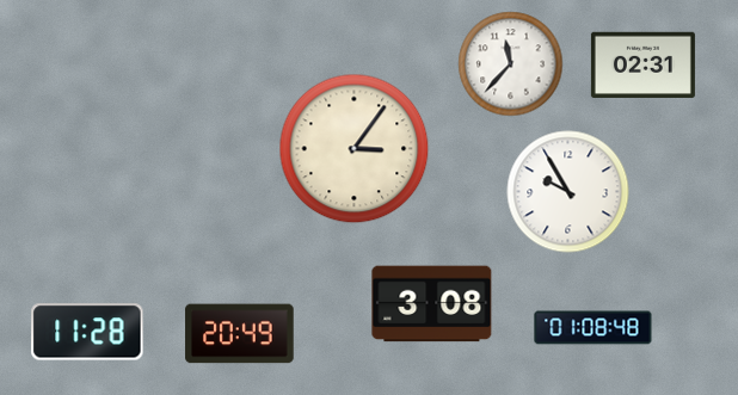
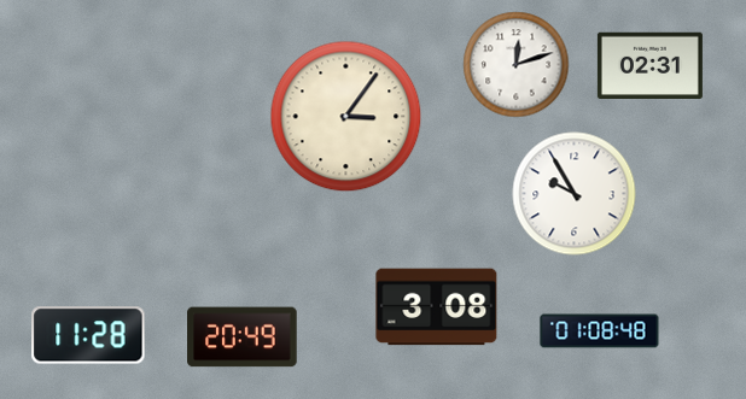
clock at (511, 64): 11:37 -> 12:12
clock at (355, 149) position: (355, 149) -> (346, 117)
